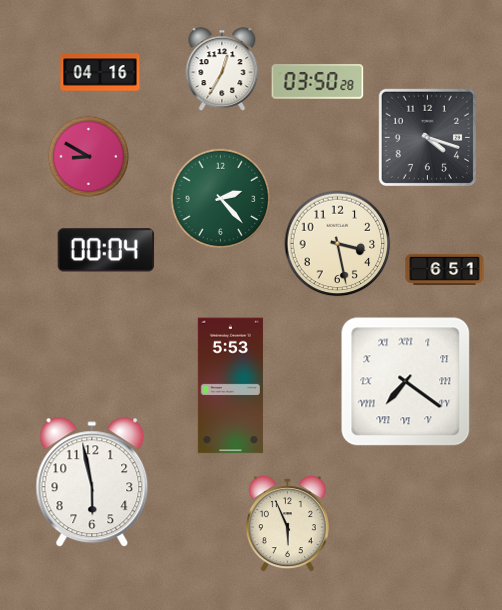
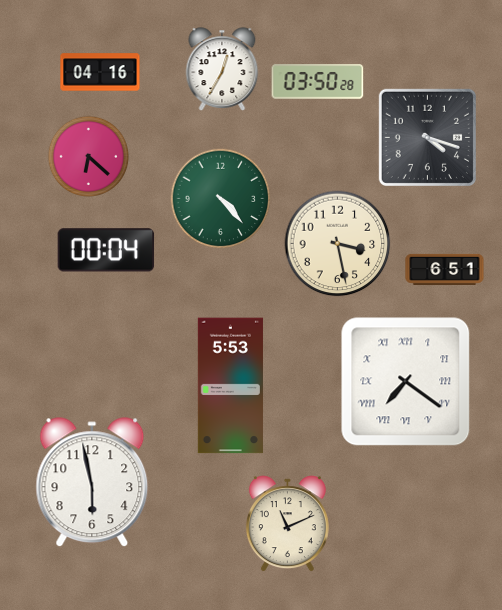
clock at (88, 156): 8:50 -> 6:22
clock at (221, 199): 2:23 -> 4:23
clock at (287, 524): 5:56 -> 11:11
